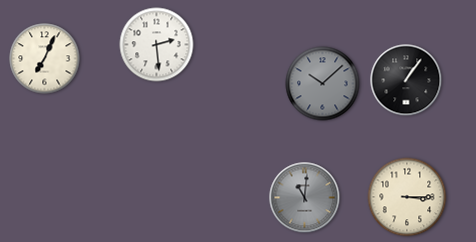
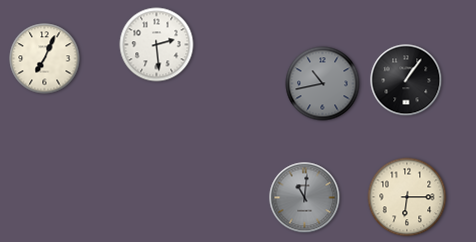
clock at (323, 84): 10:08 -> 10:43
clock at (407, 197): 3:15 -> 6:15
